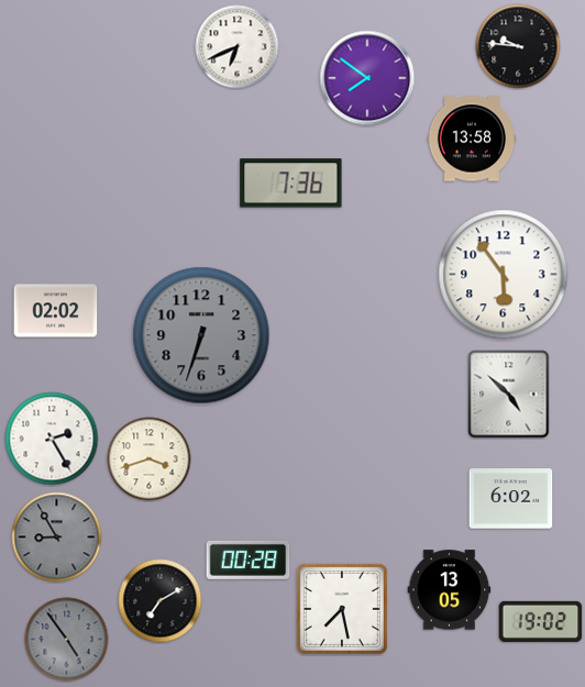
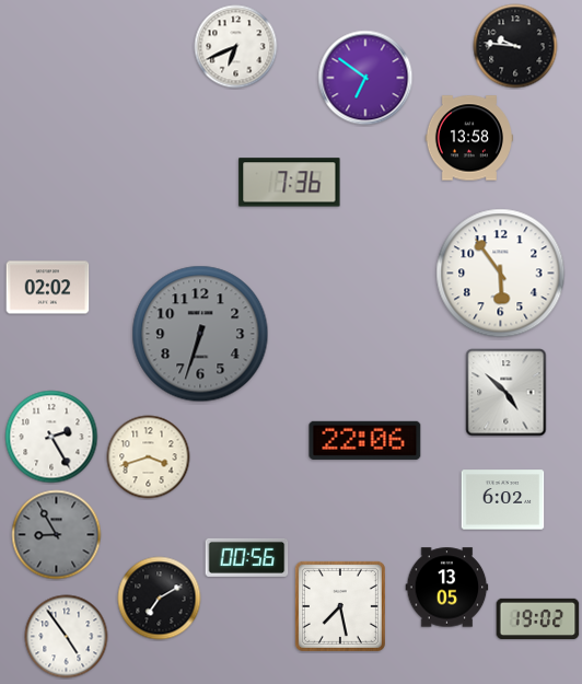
clock at (367, 78): 7:51 -> 6:51
clock at (56, 311) position: (56, 311) -> (48, 288)
clock at (365, 440): none -> 22:06
clock at (511, 499) position: (511, 499) -> (503, 500)
clock at (249, 559): 00:28 -> 00:56
clock at (67, 640) dial: grey -> white
